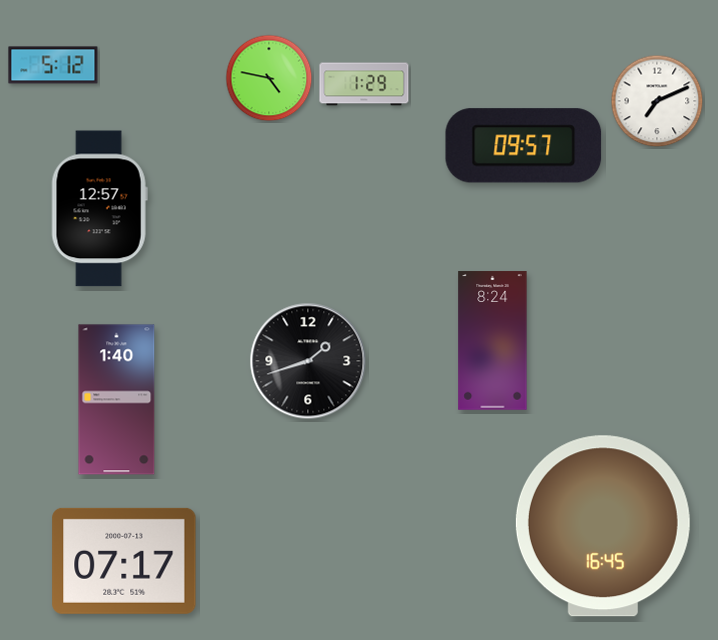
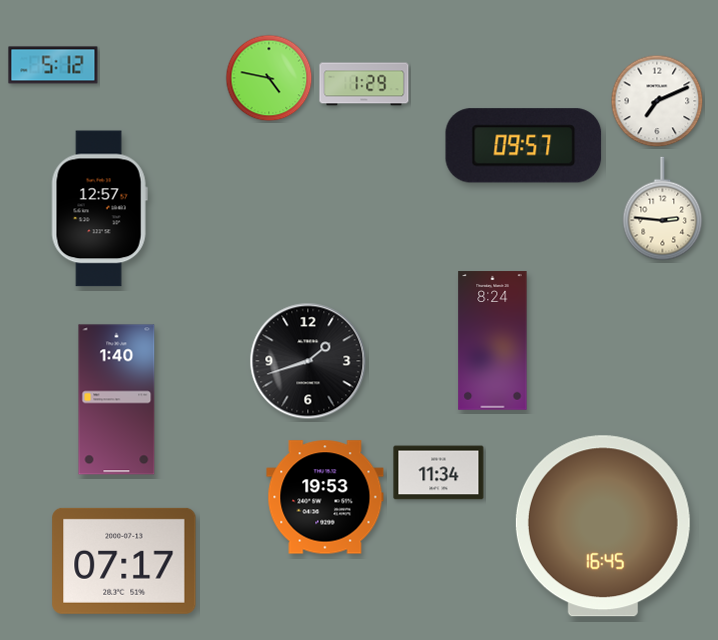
clock at (663, 209): none -> 2:46
clock at (439, 473): none -> 11:34
clock at (325, 497): none -> 19:53
